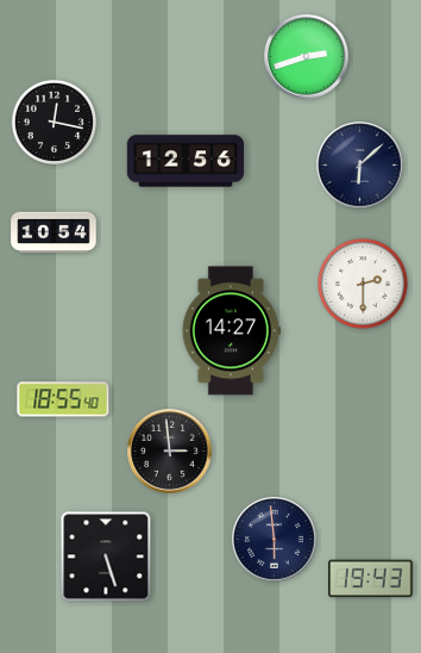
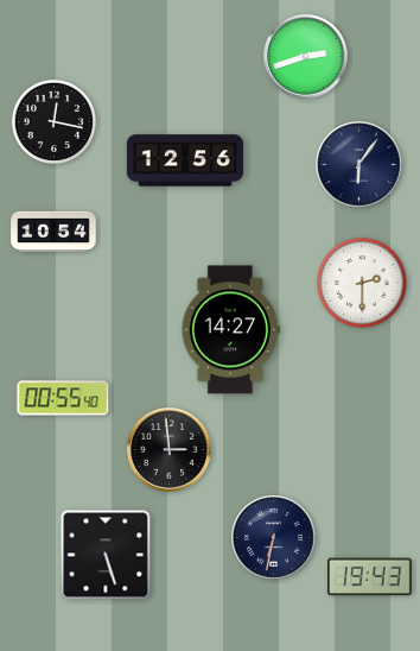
clock at (360, 166): 6:08 -> 6:06
clock at (63, 399): 18:55 -> 00:55
clock at (275, 540): 5:59 -> 6:32
